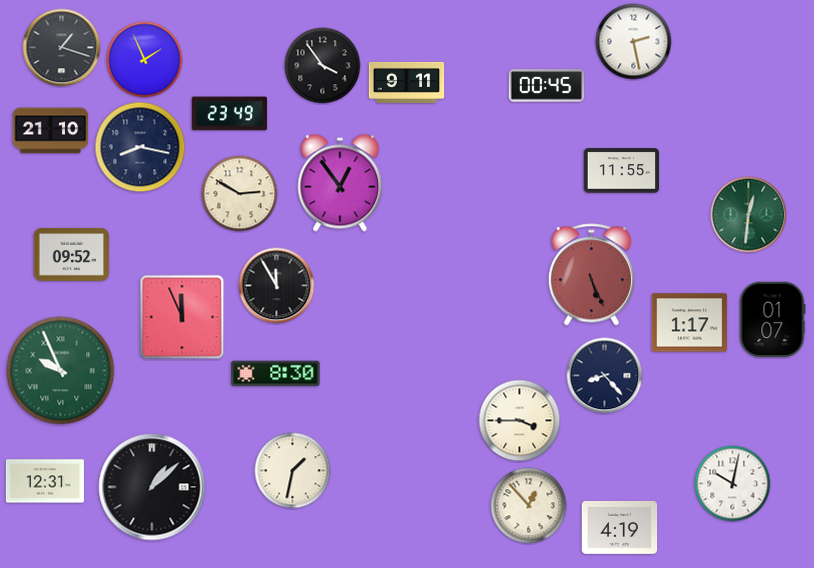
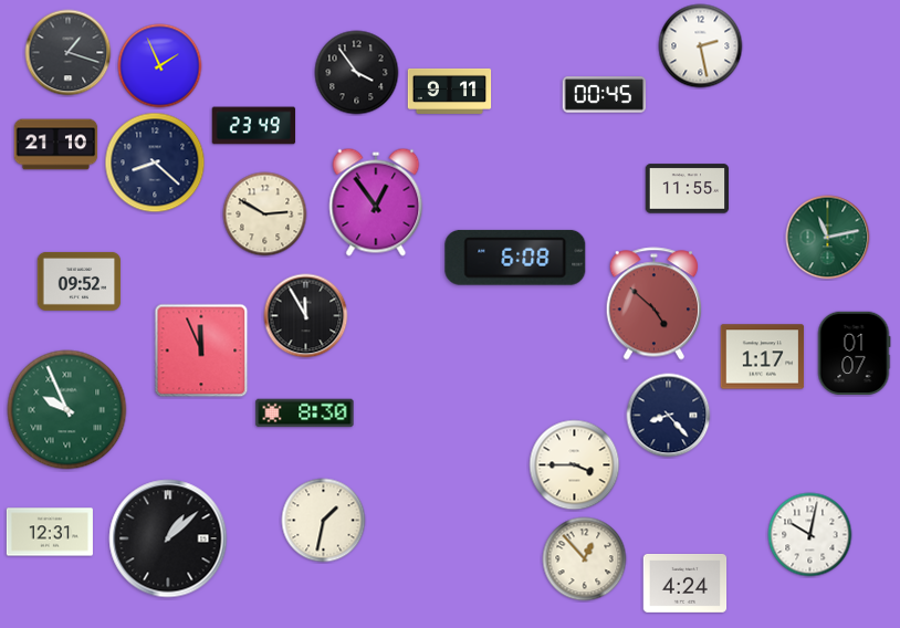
clock at (140, 147): 8:17 -> 8:22
clock at (749, 215): 12:31 -> 11:13
clock at (515, 258): none -> 6:08
clock at (591, 275): 5:26 -> 4:52
clock at (620, 527): 4:19 -> 4:24
